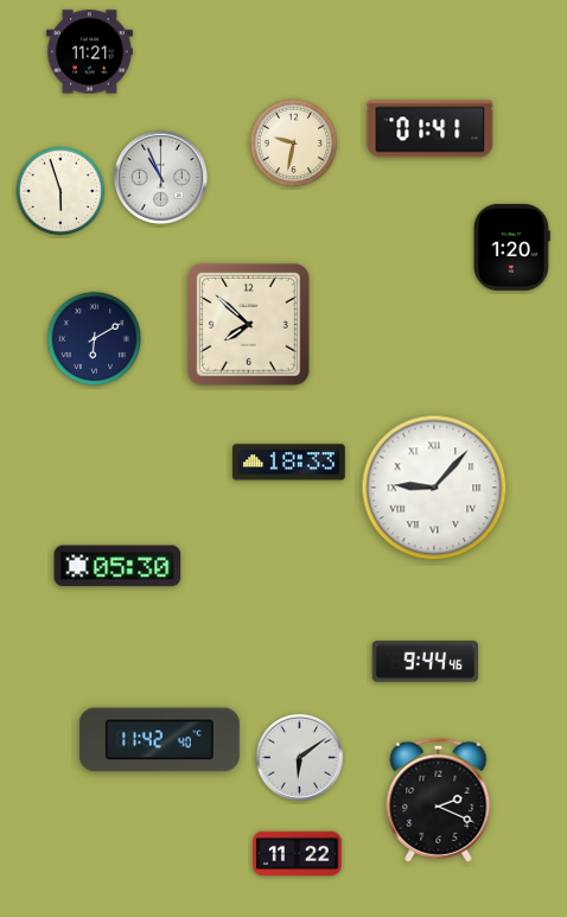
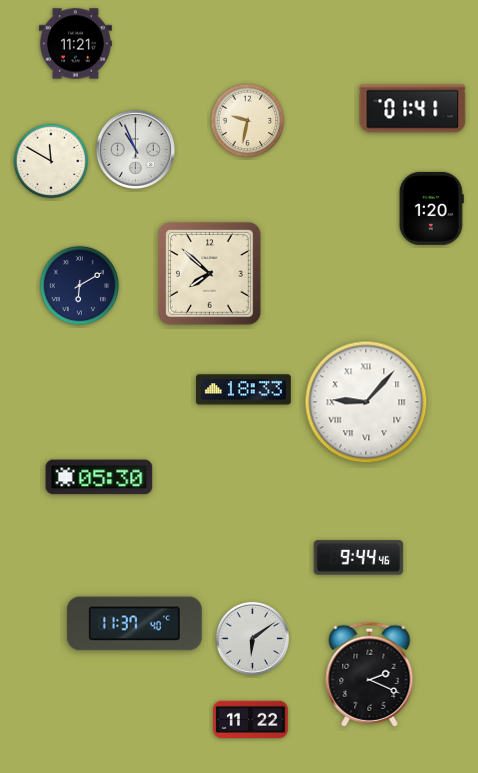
clock at (431, 129) position: (431, 129) -> (413, 109)
clock at (60, 191): 5:57 -> 11:50
clock at (434, 488) position: (434, 488) -> (366, 402)
clock at (159, 740): 11:42 -> 11:37
